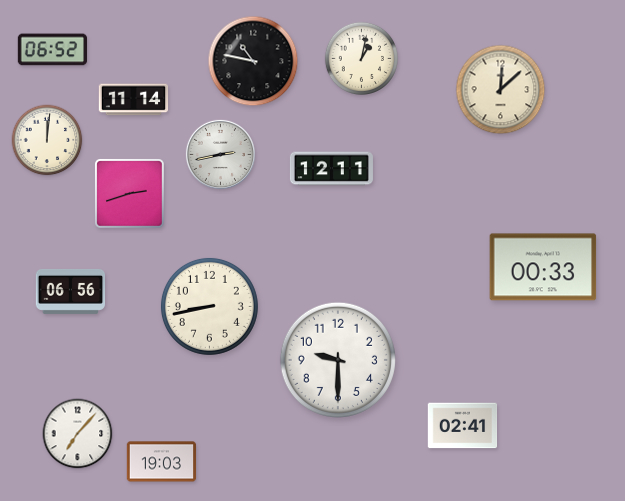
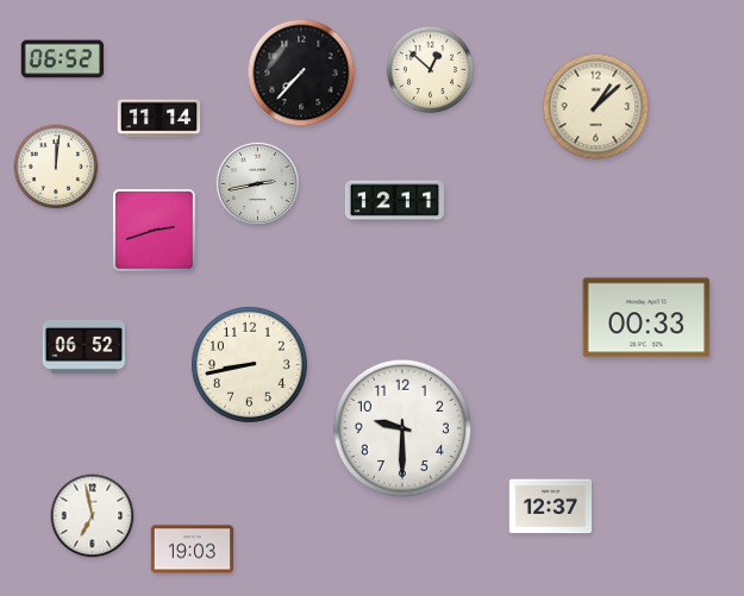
clock at (362, 59): 1:02 -> 12:52
clock at (253, 61): 10:47 -> 7:37
clock at (501, 90): 12:08 -> 1:08
clock at (220, 154) position: (220, 154) -> (257, 183)
clock at (71, 291): 06:56 -> 06:52
clock at (463, 426): 02:41 -> 12:37
clock at (78, 434): 7:07 -> 6:58
